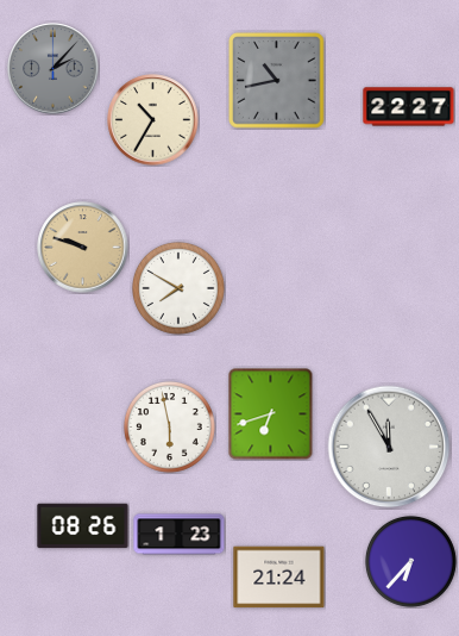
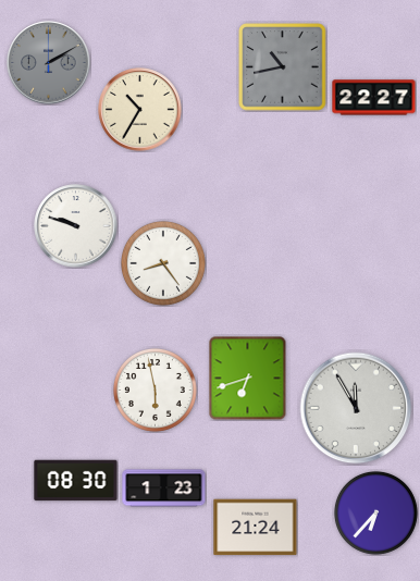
clock at (54, 69): 2:07 -> 2:10
clock at (277, 81) position: (277, 81) -> (283, 67)
clock at (83, 248) dial: champagne -> white
clock at (178, 288): 7:50 -> 8:24
clock at (83, 526): 08:26 -> 08:30
